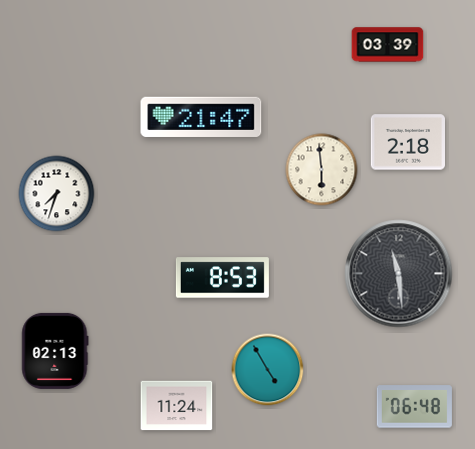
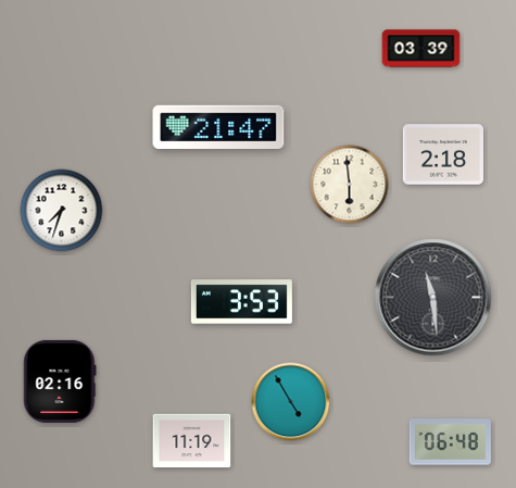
clock at (222, 278): 8:53 -> 3:53
clock at (55, 351): 02:13 -> 02:16
clock at (177, 406): 11:24 -> 11:19
